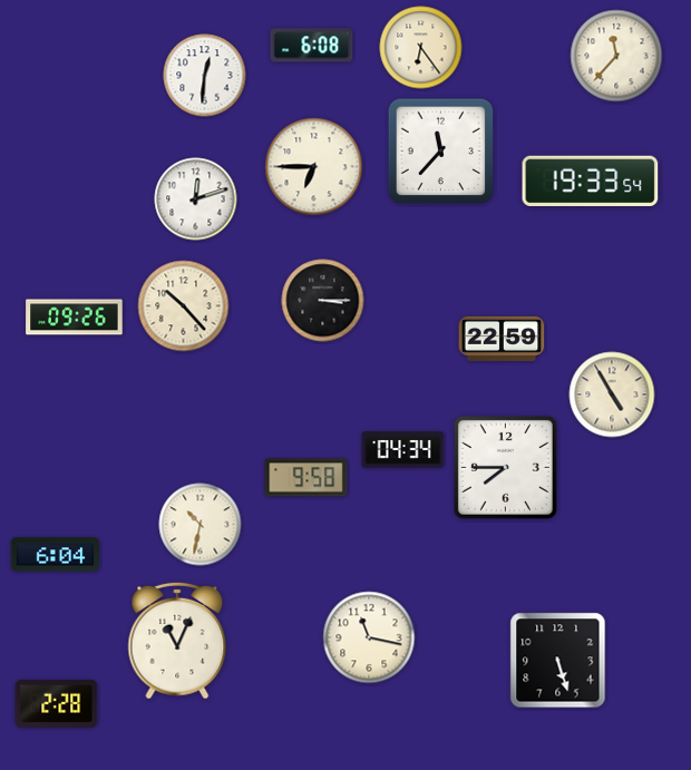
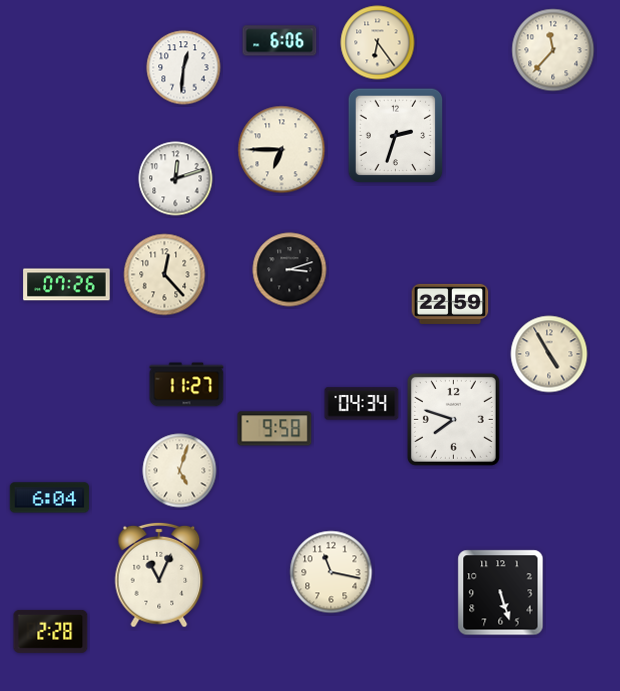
clock at (312, 46): 6:08 -> 6:06
clock at (441, 152): 11:37 -> 2:33
clock at (591, 182): 19:33 -> none
clock at (323, 301): 3:15 -> 3:12
clock at (184, 306): 10:23 -> 12:23
clock at (75, 318): 09:26 -> 07:26
clock at (187, 385): none -> 11:27
clock at (505, 467): 7:45 -> 7:48
clock at (201, 525): 10:32 -> 5:03
